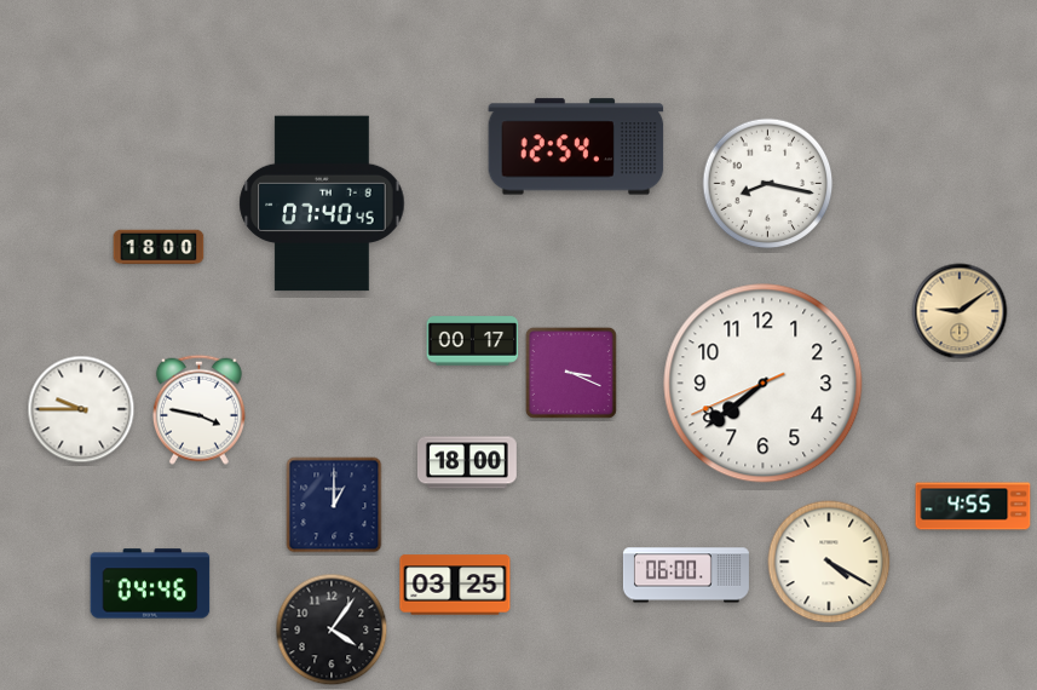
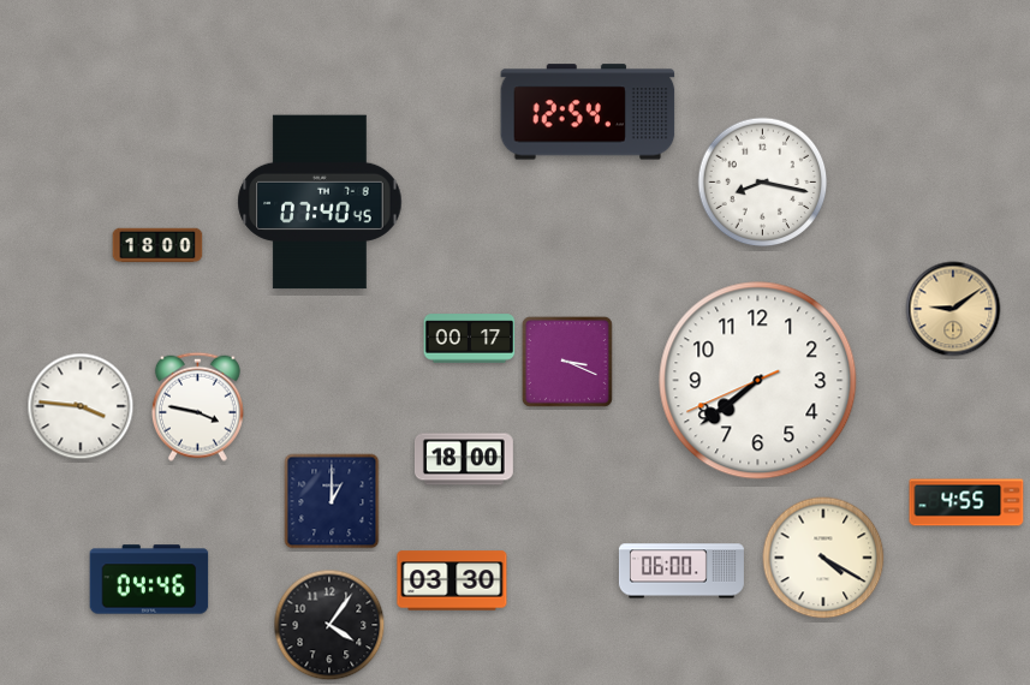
clock at (576, 146) position: (576, 146) -> (588, 112)
clock at (571, 373) position: (571, 373) -> (567, 362)
clock at (81, 409): 9:45 -> 3:46
clock at (455, 585): 03:25 -> 03:30
